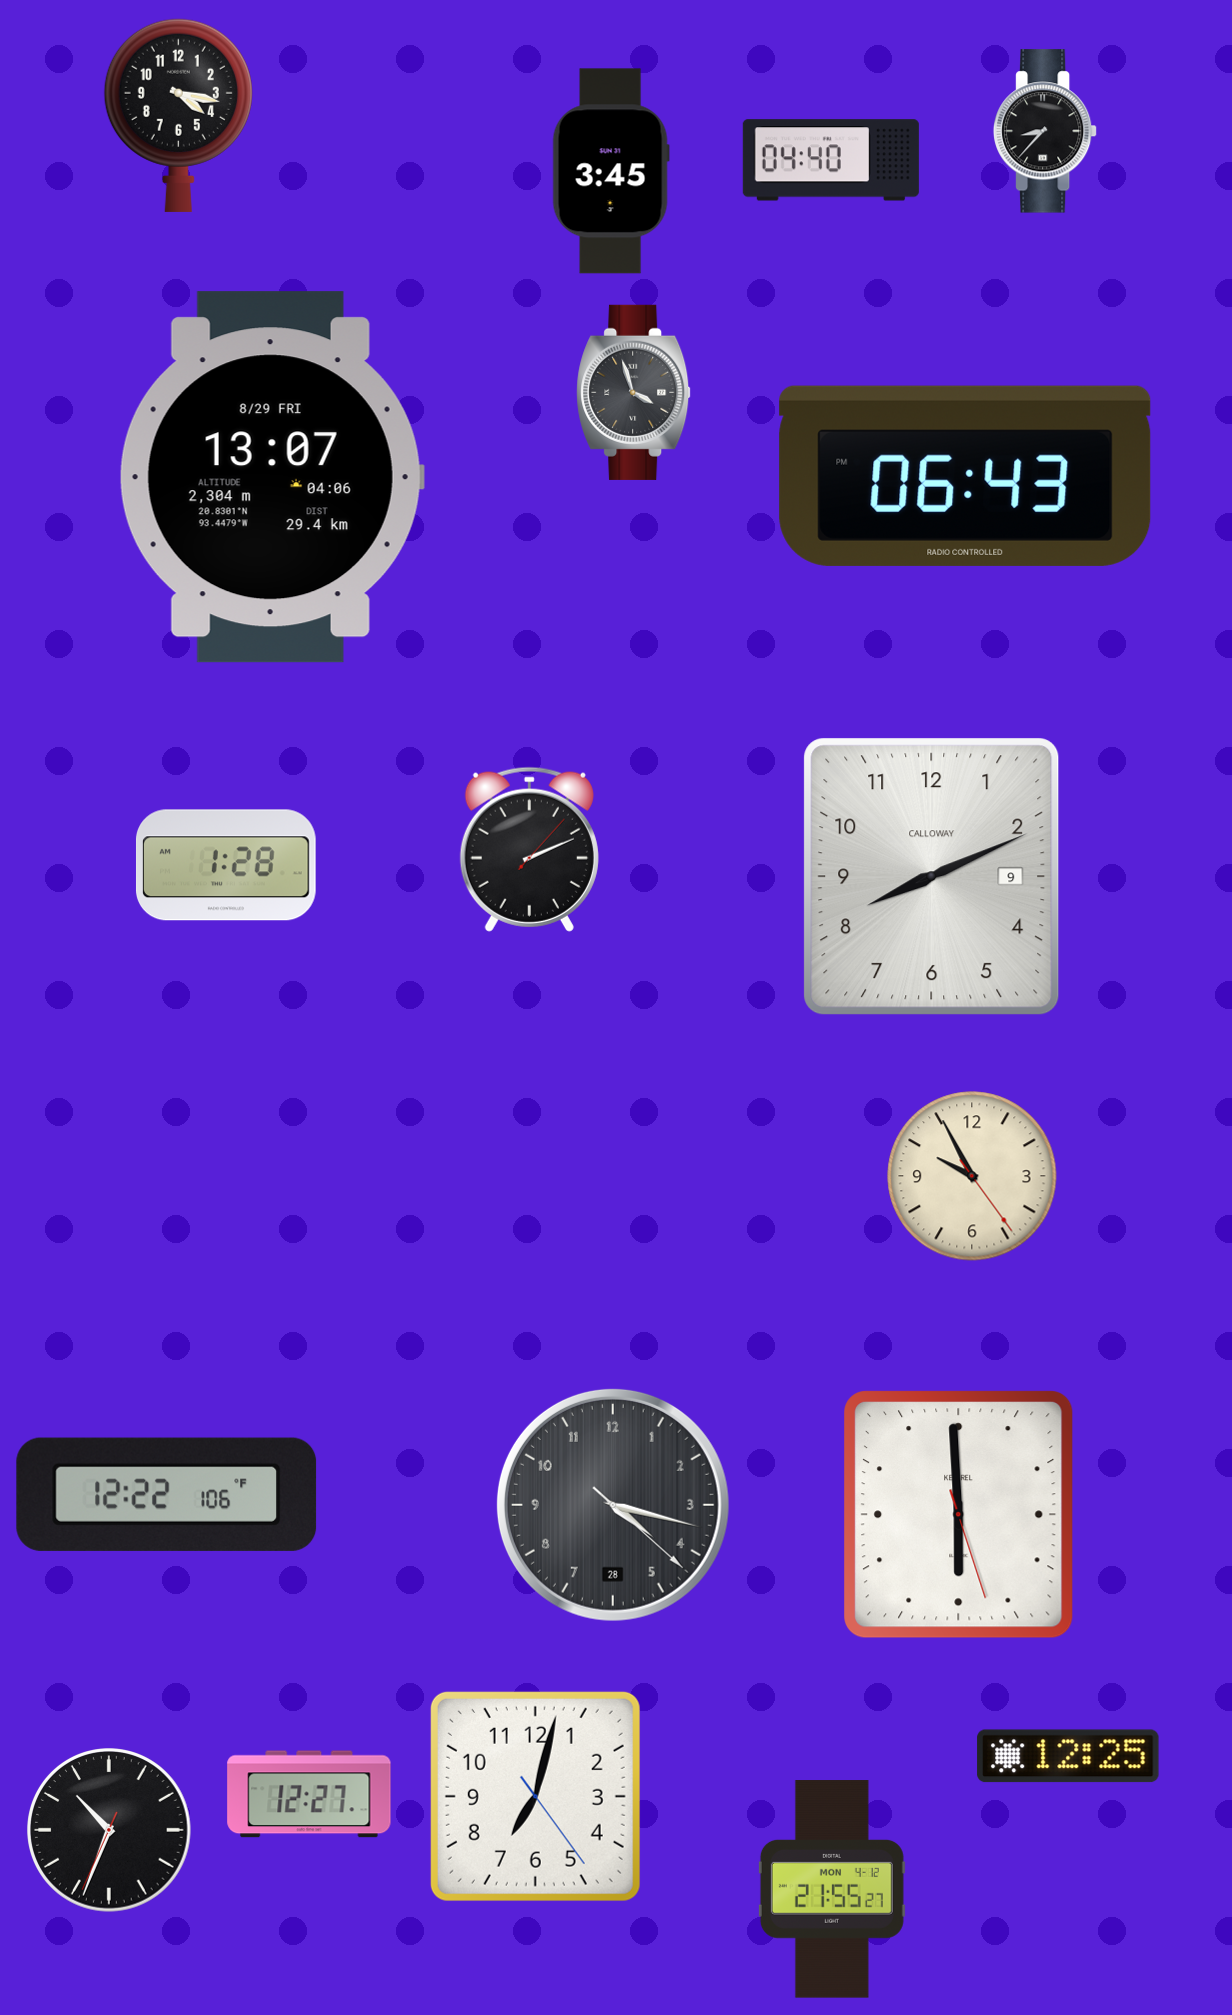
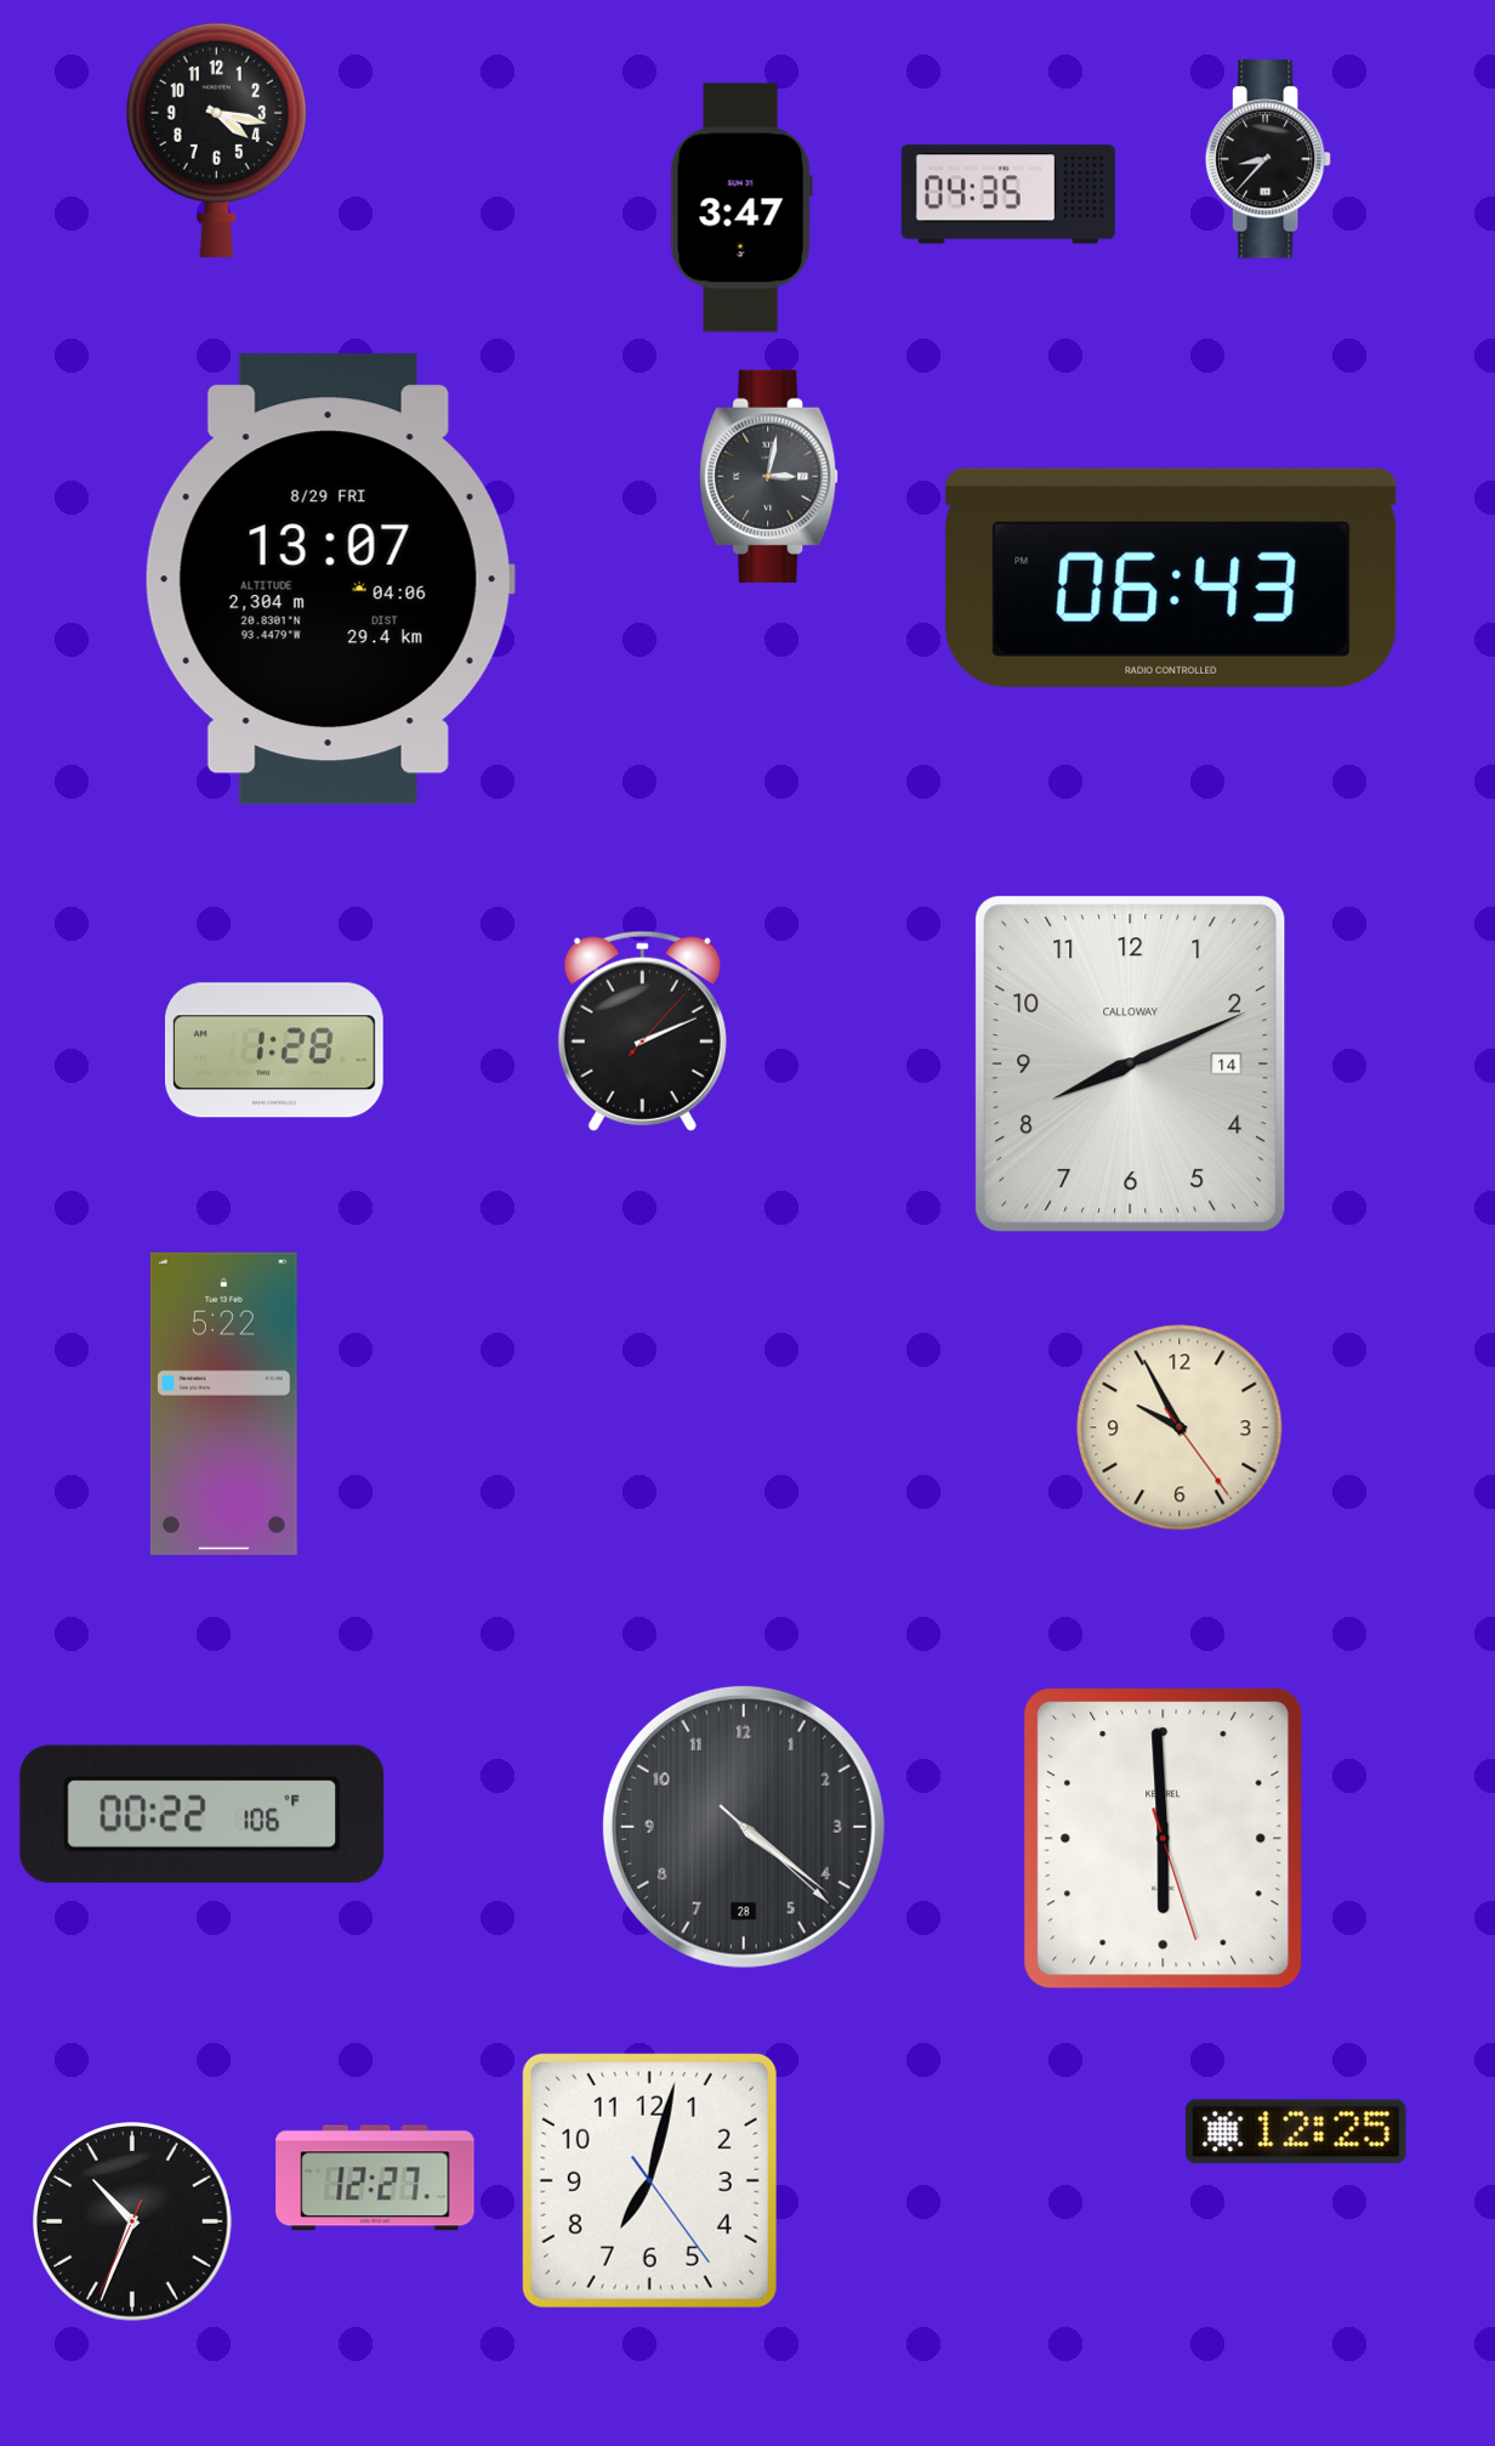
clock at (831, 160): 04:40 -> 04:35
clock at (611, 171): 3:45 -> 3:47
clock at (634, 392): 3:57 -> 3:02
clock at (932, 877) date: 9 -> 14
clock at (223, 1403): none -> 5:22
clock at (167, 1494): 12:22 -> 00:22
clock at (613, 1505): 4:17 -> 4:21
clock at (832, 1889): 21:55 -> none
